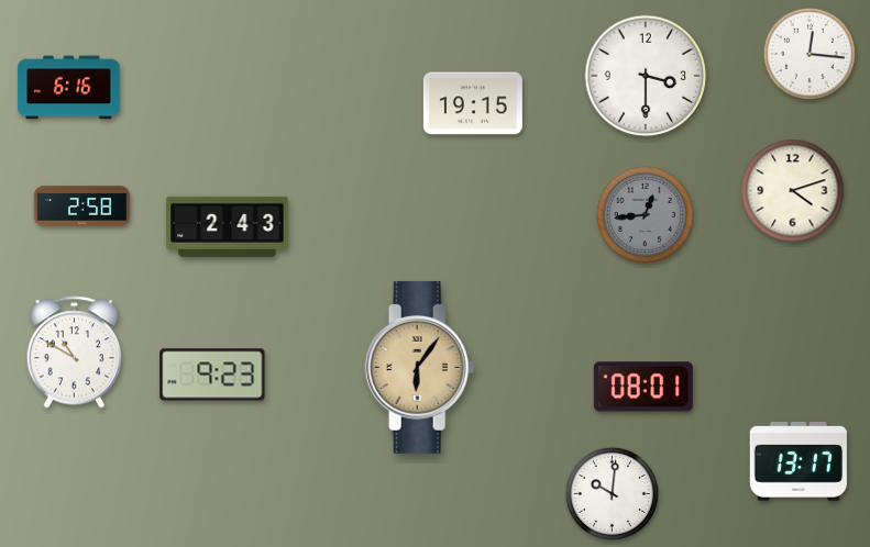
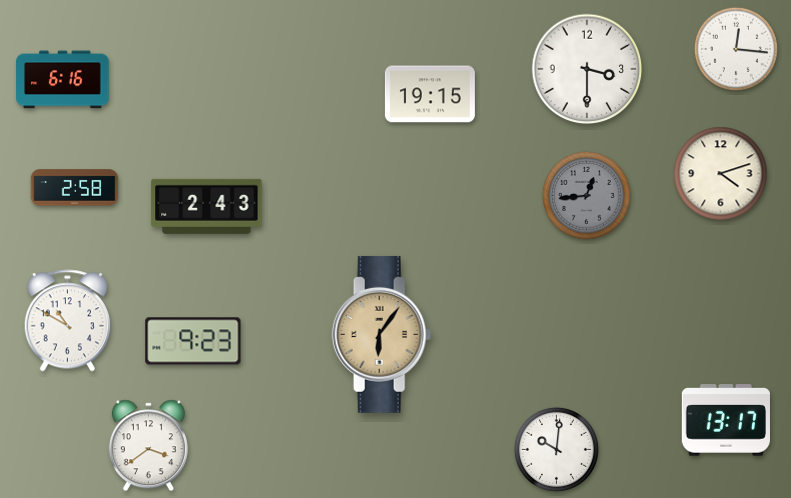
clock at (643, 387): 08:01 -> none
clock at (148, 446): none -> 3:39
